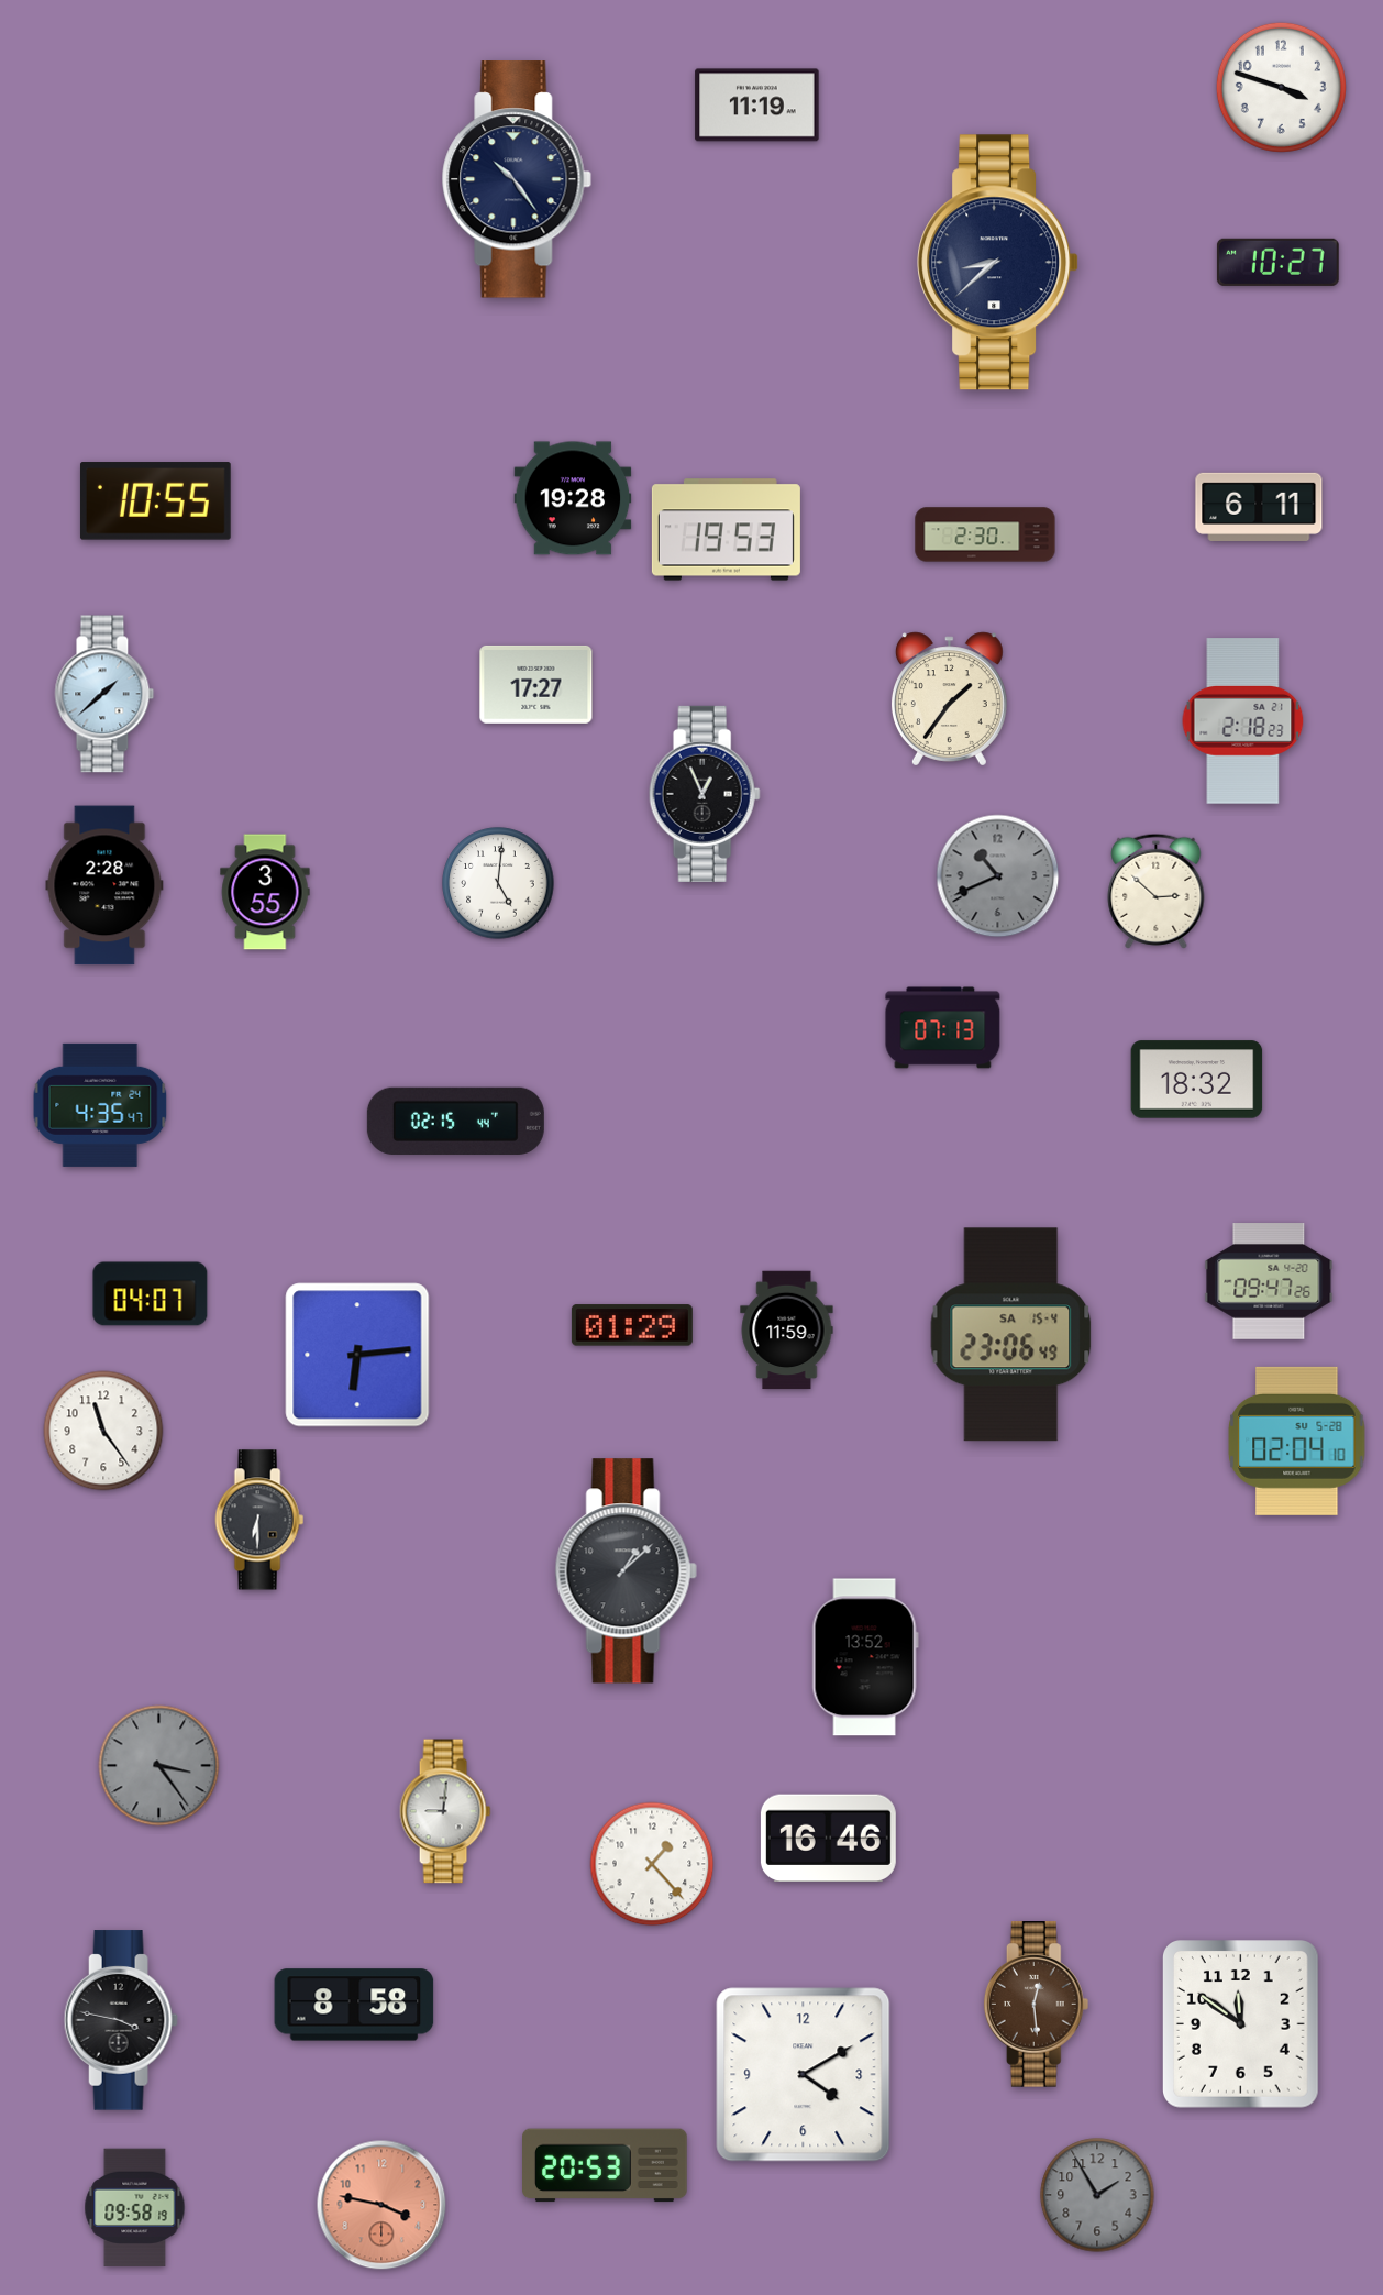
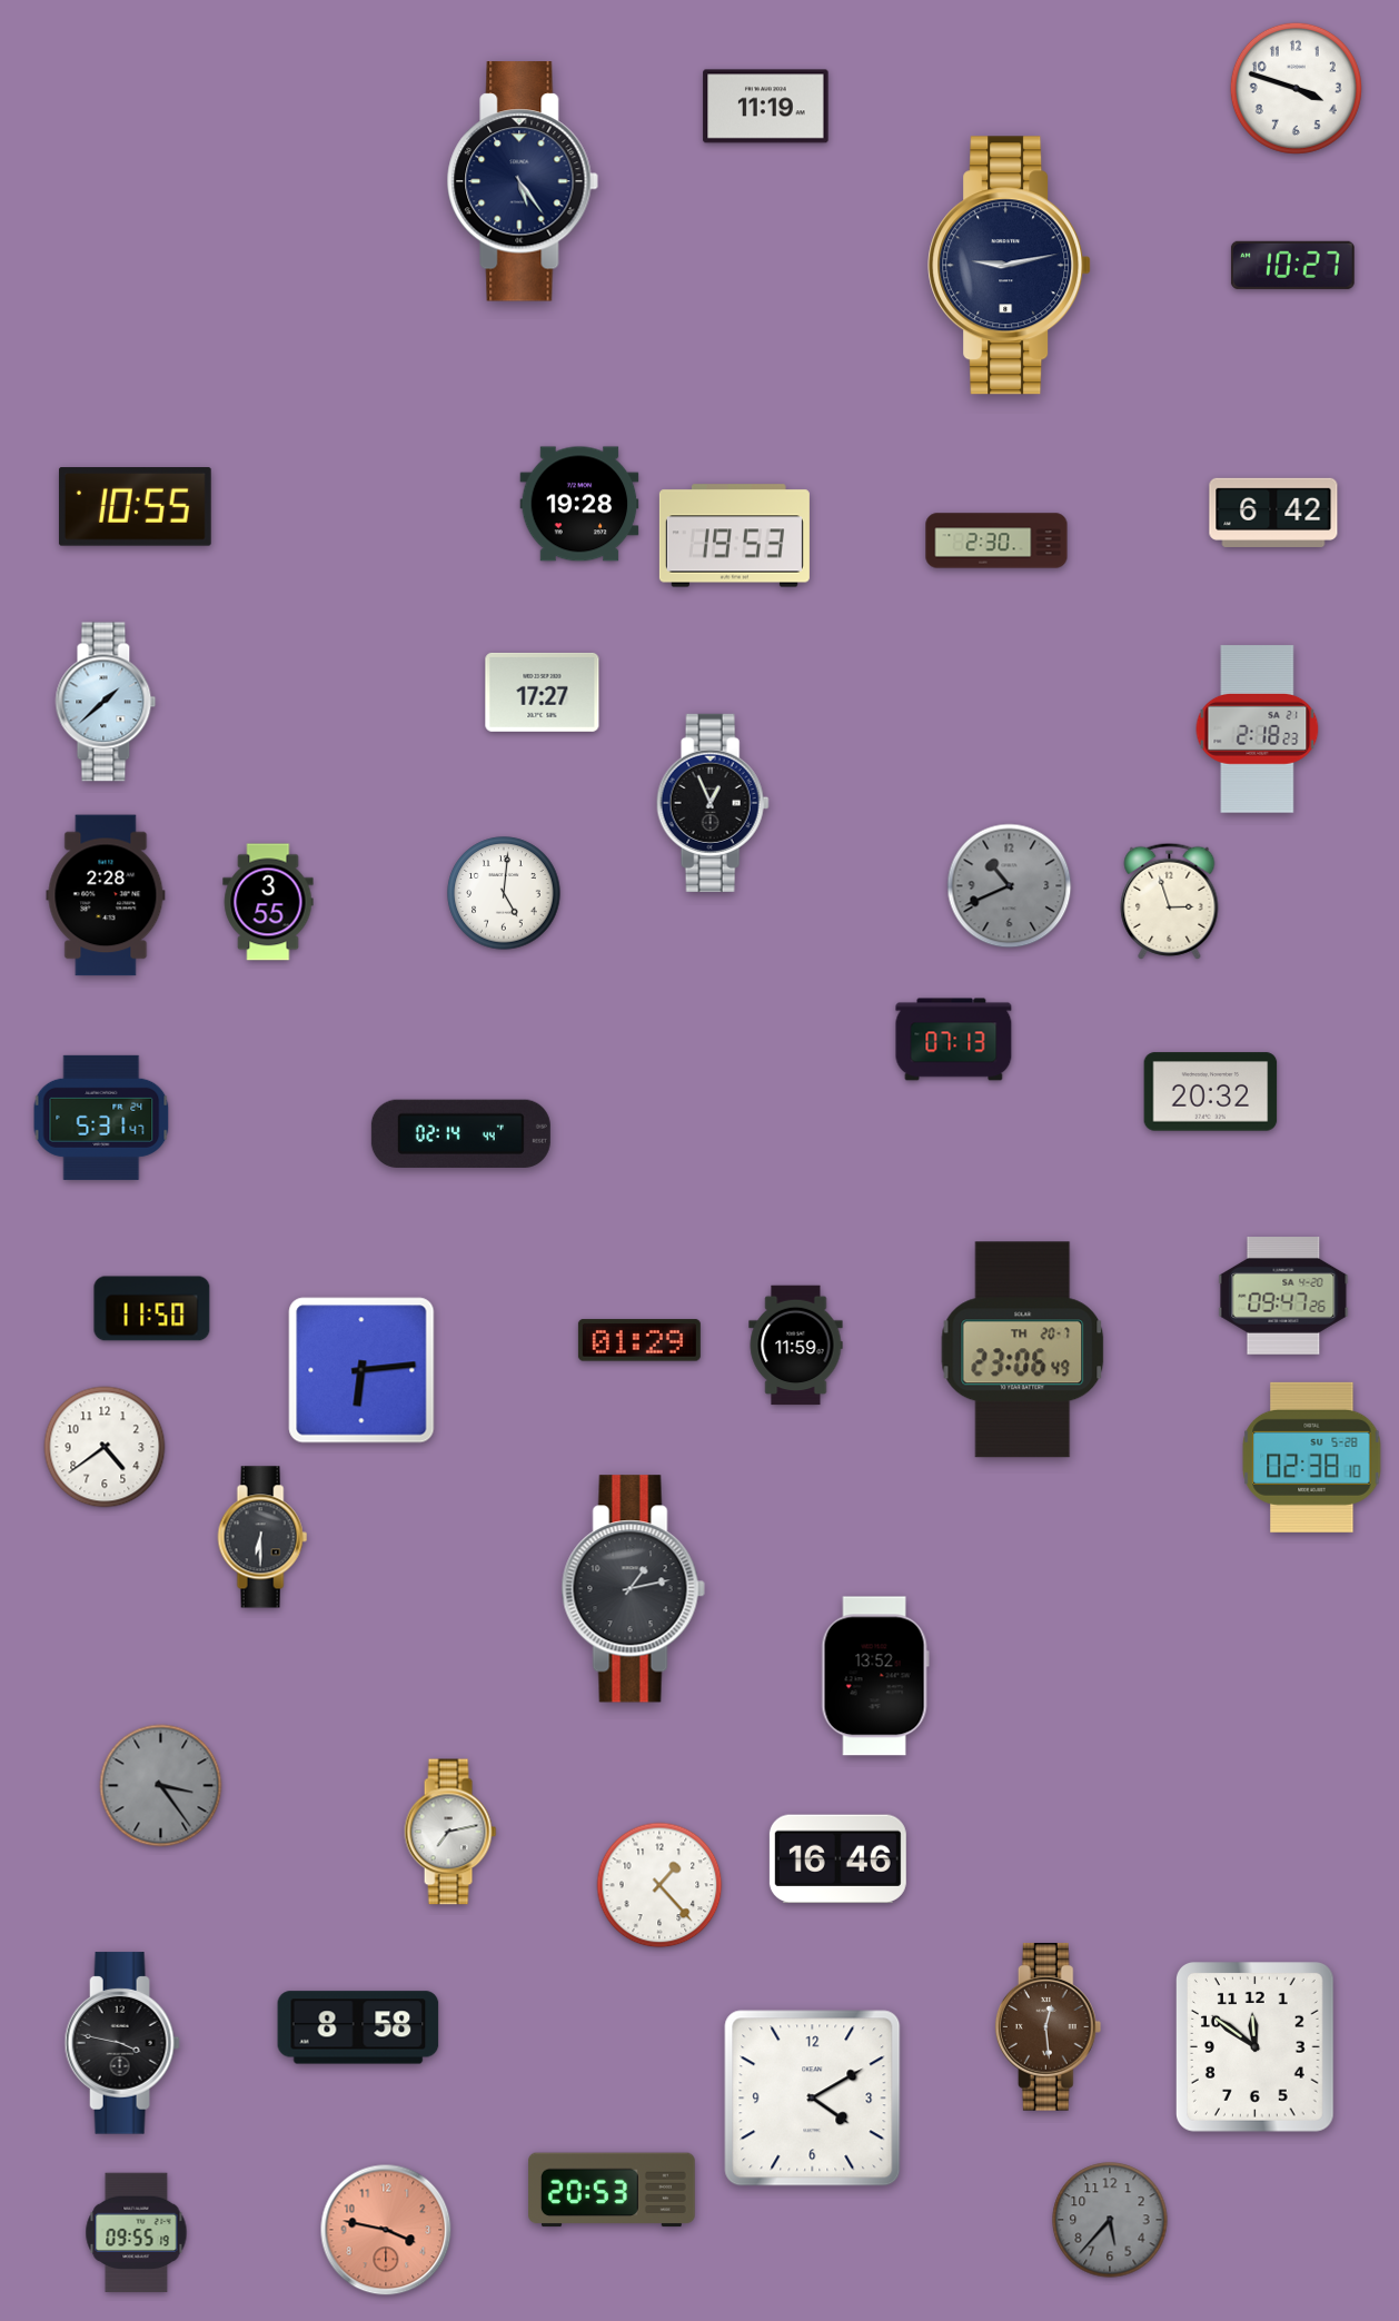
clock at (517, 179): 10:24 -> 5:24
clock at (998, 263): 8:38 -> 9:13
clock at (155, 501) position: (155, 501) -> (135, 507)
clock at (1259, 507): 6:11 -> 6:42
clock at (949, 699): 1:36 -> none
clock at (1157, 891): 2:52 -> 2:57
clock at (1197, 1080): 18:32 -> 20:32
clock at (100, 1105): 4:35 -> 5:31
clock at (455, 1121): 02:15 -> 02:14
clock at (151, 1294): 04:07 -> 11:50
clock at (1011, 1335) date: SA 15-4 -> TH 20-7
clock at (103, 1431): 11:24 -> 4:39
clock at (1297, 1441): 02:04 -> 02:38
clock at (626, 1571): 1:08 -> 1:13
clock at (445, 1811): 9:01 -> 7:13
clock at (1097, 2195): 1:55 -> 5:37
clock at (135, 2208): 09:58 -> 09:55
